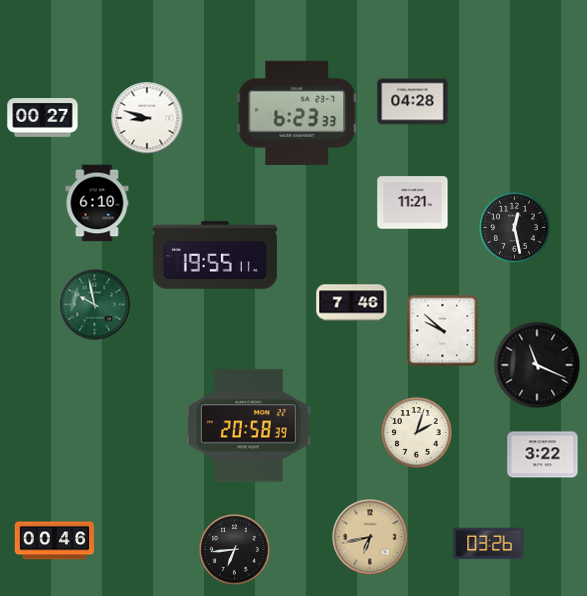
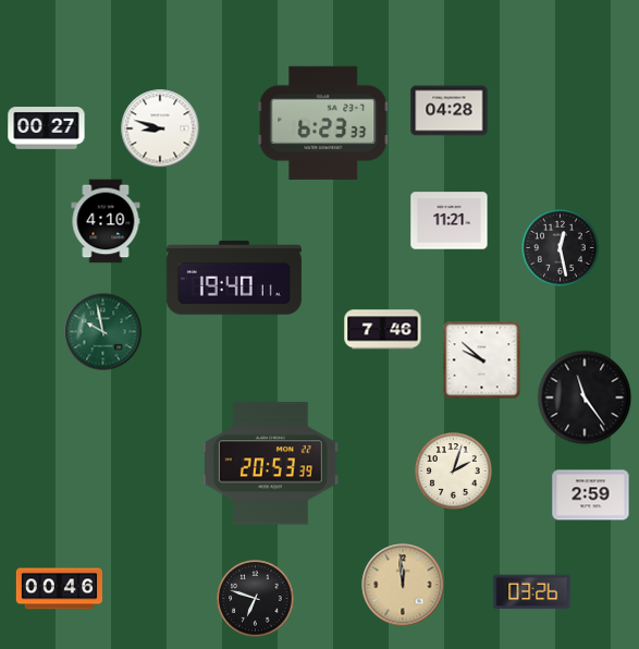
clock at (97, 203): 6:10 -> 4:10
clock at (215, 256): 19:55 -> 19:40
clock at (537, 365): 11:19 -> 11:24
clock at (248, 426): 20:58 -> 20:53
clock at (543, 455): 3:22 -> 2:59
clock at (370, 537): 6:43 -> 11:59
clock at (235, 550): 6:44 -> 6:48
